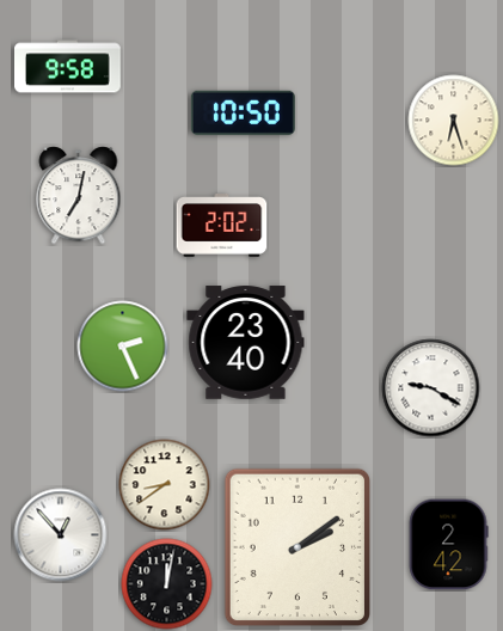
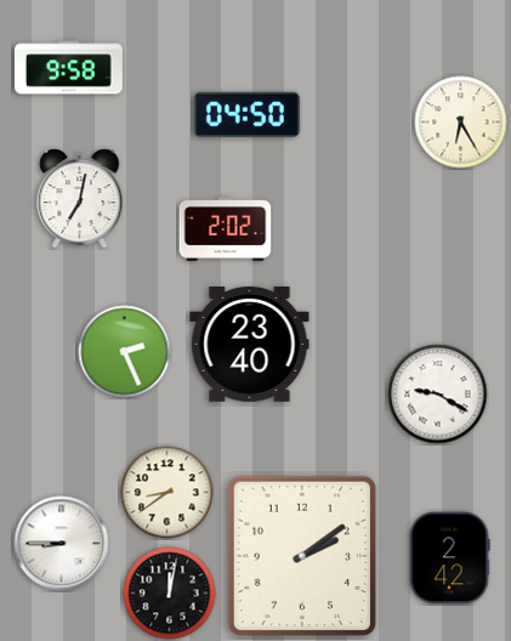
clock at (243, 112): 10:50 -> 04:50
clock at (454, 121): 6:27 -> 6:25
clock at (246, 343) position: (246, 343) -> (250, 345)
clock at (61, 535): 12:53 -> 8:45
clock at (448, 545) position: (448, 545) -> (449, 558)
